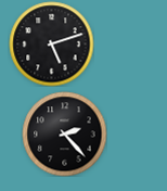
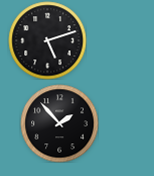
clock at (64, 133): 2:23 -> 1:53
